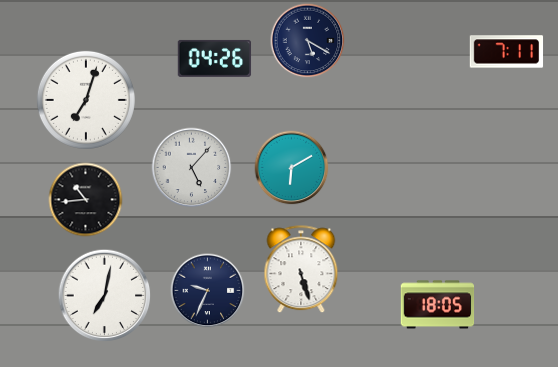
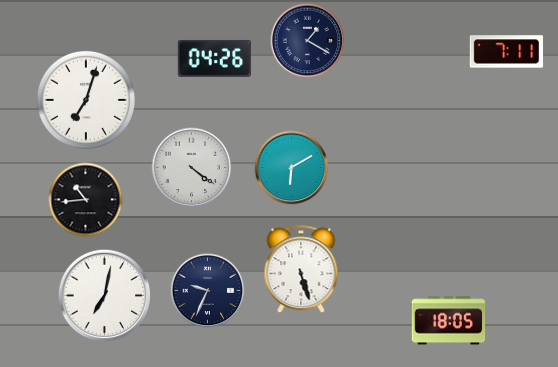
clock at (308, 41): 5:20 -> 1:20
clock at (192, 168): 5:07 -> 4:21
clock at (438, 305) position: (438, 305) -> (449, 321)
